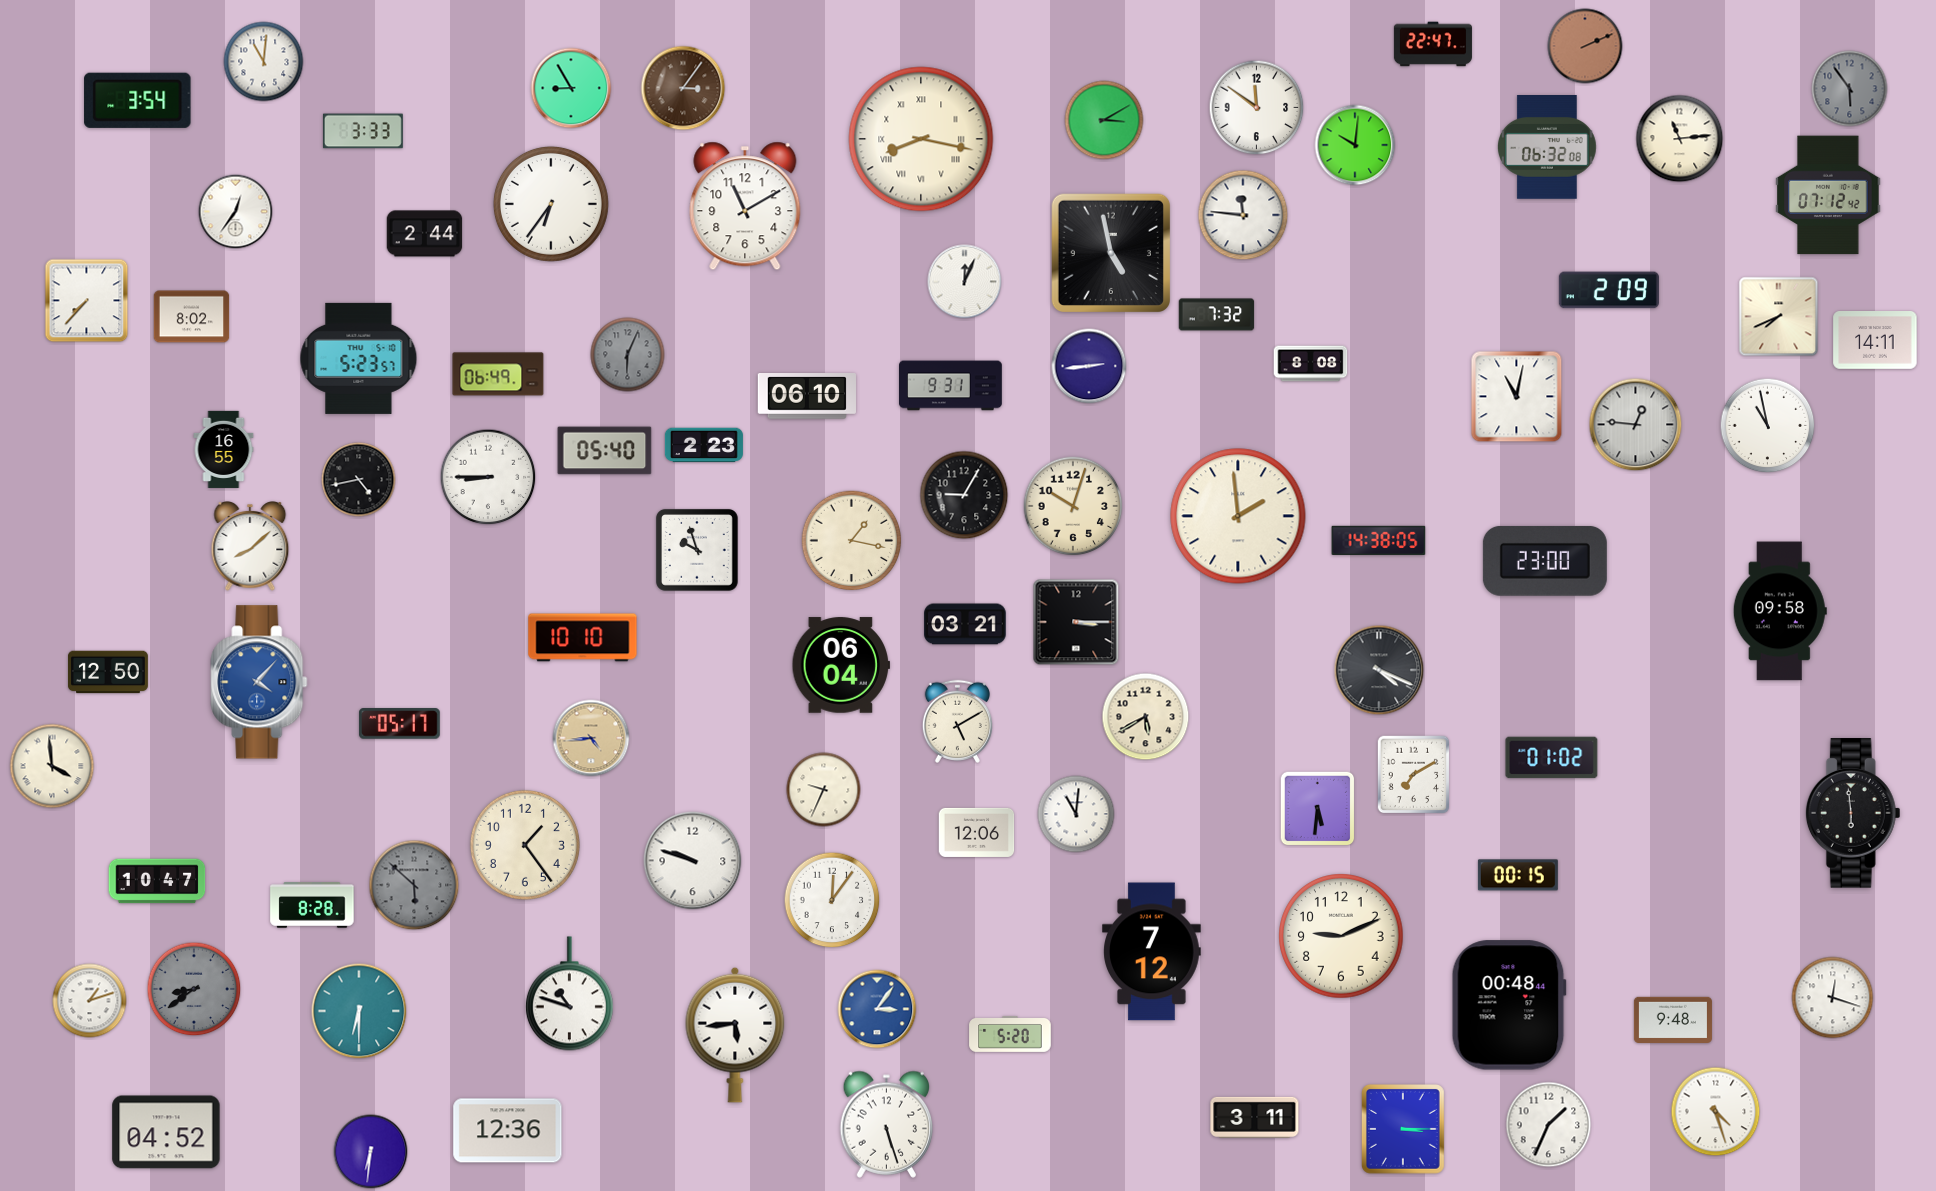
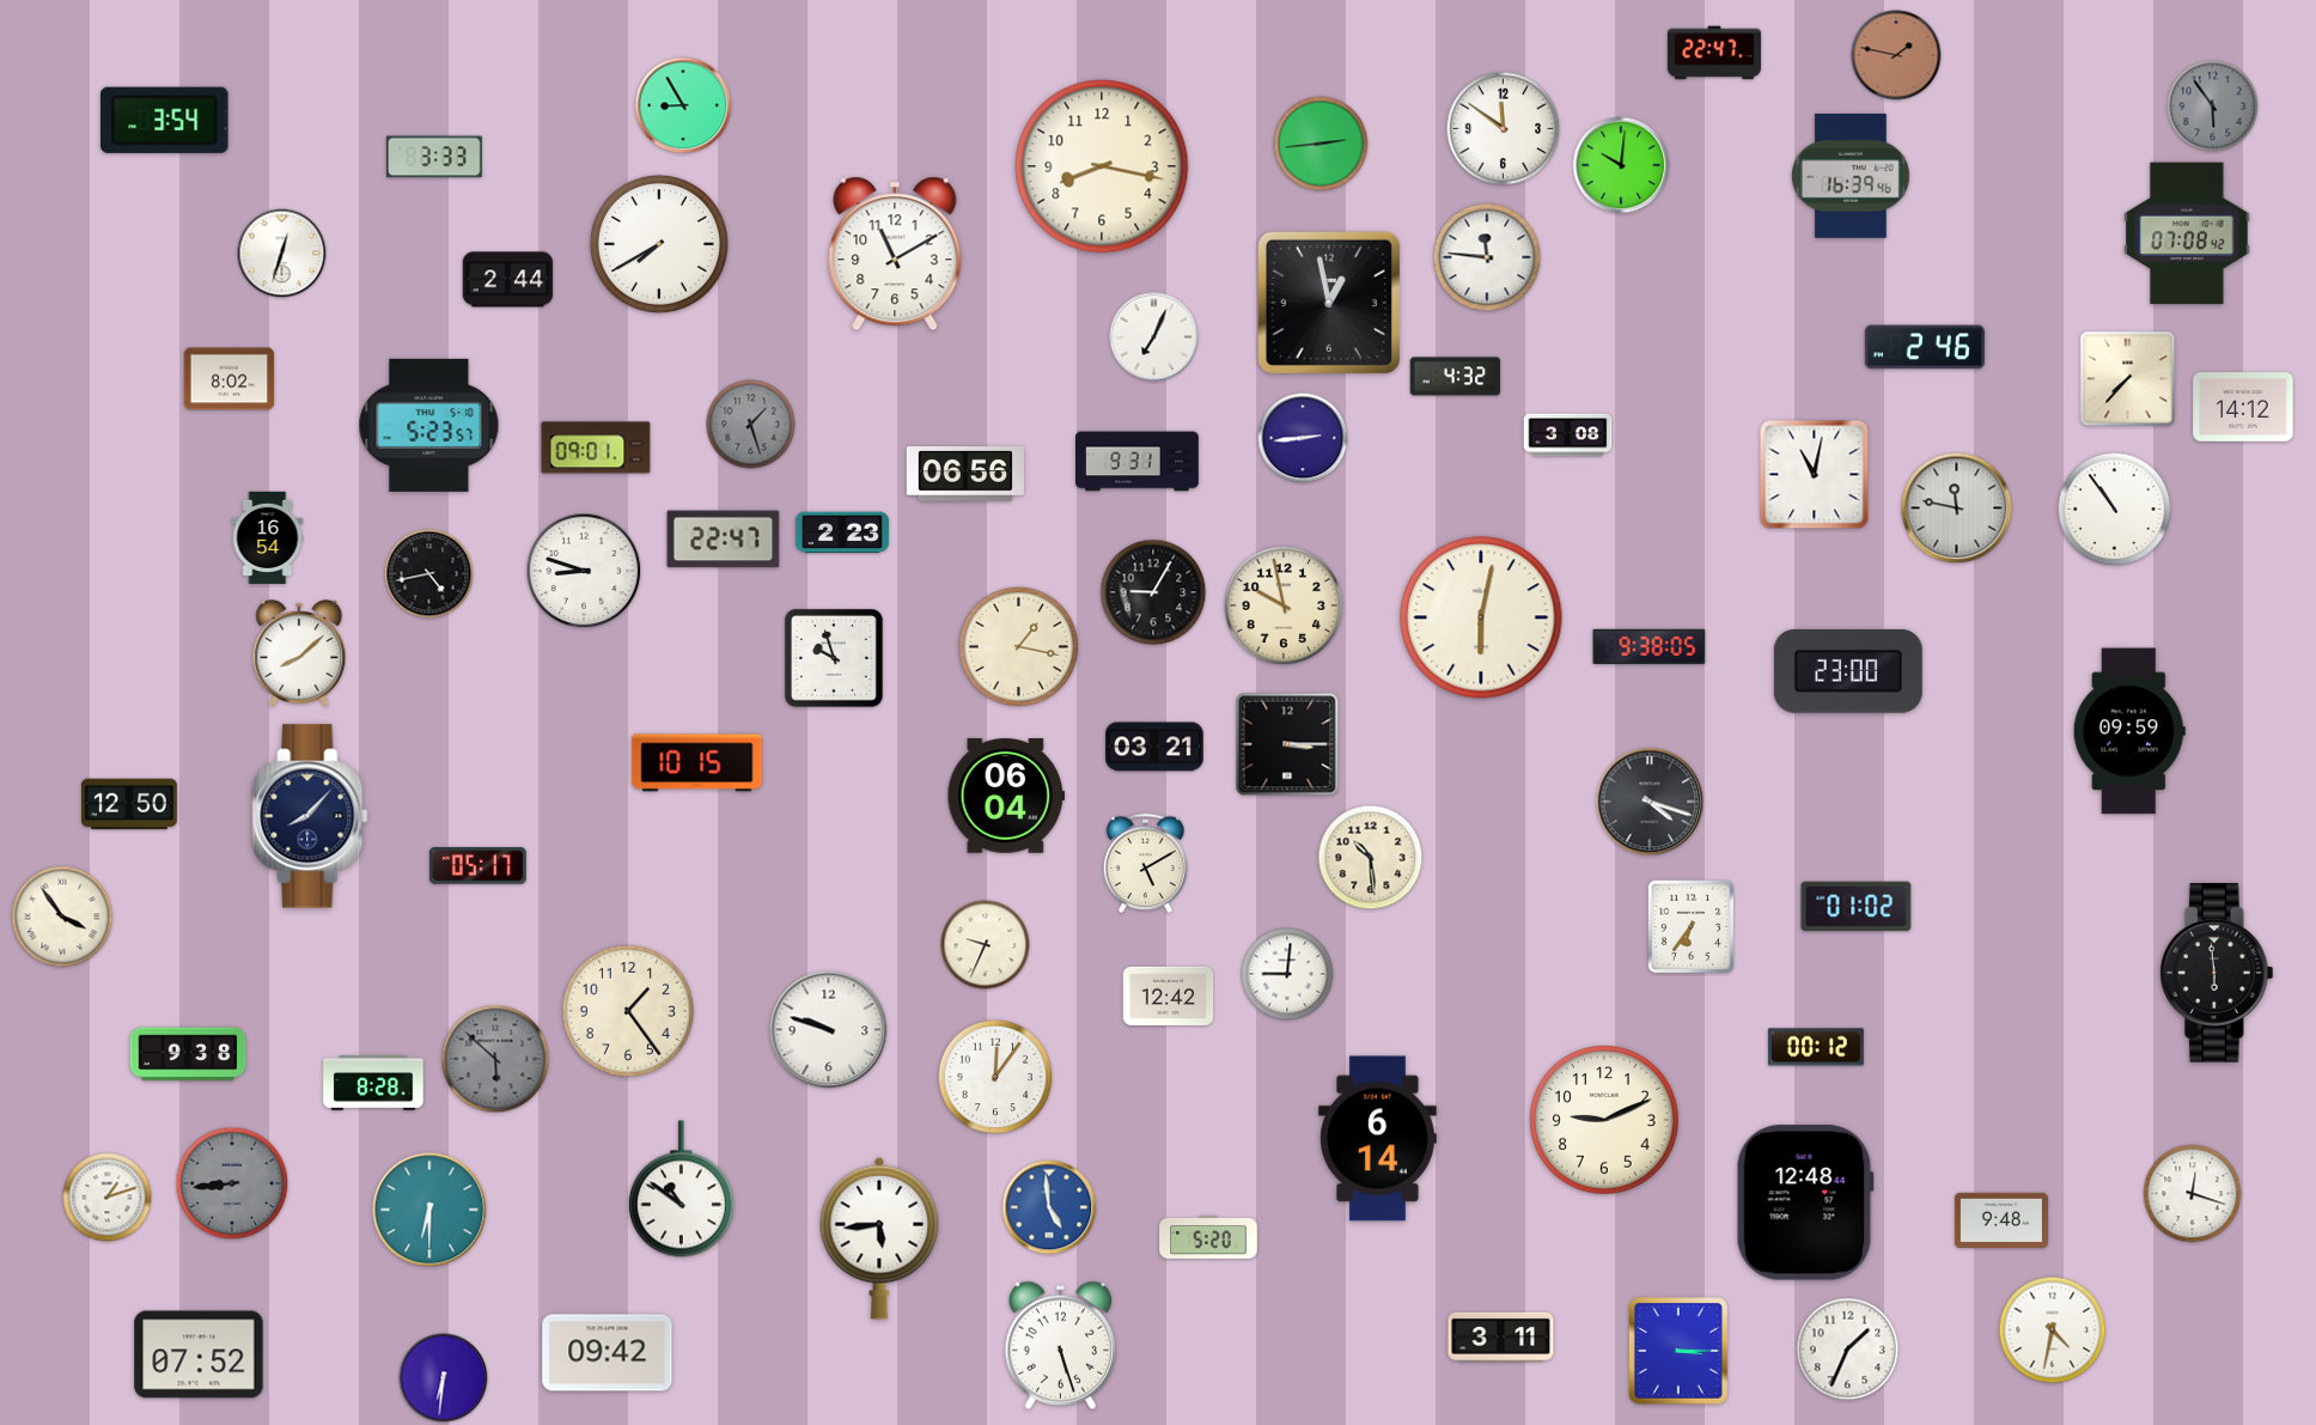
clock at (1585, 46): 2:11 -> 1:47
clock at (264, 62): 11:01 -> none
clock at (683, 88): 3:06 -> none
clock at (1104, 120): 3:10 -> 2:44
clock at (921, 139) numerals: Roman -> Arabic
clock at (1680, 139): 11:14 -> none
clock at (1355, 145) position: (1355, 145) -> (1621, 165)
clock at (1547, 147): 06:32 -> 16:39
clock at (1828, 195): 07:12 -> 07:08
clock at (551, 204): 6:36 -> 7:40
clock at (745, 206) position: (745, 206) -> (895, 254)
clock at (236, 212): 12:36 -> 12:33
clock at (1110, 252): 4:58 -> 12:58
clock at (965, 282): 12:04 -> 7:04
clock at (1609, 290): 2:09 -> 2:46
clock at (87, 301): 7:37 -> none
clock at (1217, 315): 7:32 -> 4:32
clock at (1779, 317): 7:41 -> 7:37
clock at (1875, 341): 14:11 -> 14:12
clock at (628, 355): 6:04 -> 1:27
clock at (359, 358) position: (359, 358) -> (429, 425)
clock at (1311, 364): 8:08 -> 3:08
clock at (498, 374): 06:49 -> 09:01
clock at (806, 397): 06:10 -> 06:56
clock at (1636, 425): 12:46 -> 11:47
clock at (1768, 426): 10:58 -> 10:54
clock at (224, 449): 16:55 -> 16:54
clock at (605, 451): 05:40 -> 22:47
clock at (488, 477): 8:45 -> 8:48
clock at (1073, 506): 10:03 -> 9:58
clock at (1238, 516): 1:59 -> 6:02
clock at (1379, 540): 14:38 -> 9:38
clock at (1780, 611): 09:58 -> 09:59
clock at (583, 638): 10:10 -> 10:15
clock at (1379, 670): 4:19 -> 4:18
clock at (259, 682): 4:07 -> 8:07
clock at (259, 682) dial: blue -> navy
clock at (1146, 717): 5:40 -> 10:29
clock at (591, 738): 4:44 -> none
clock at (52, 766): 3:59 -> 3:54
clock at (1414, 775): 7:10 -> 6:36
clock at (1318, 809): 5:31 -> none
clock at (1076, 814): 11:01 -> 9:01
clock at (977, 832): 12:06 -> 12:42
clock at (1518, 875): 00:15 -> 00:12
clock at (157, 881): 10:47 -> 9:38
clock at (1152, 952): 7:12 -> 6:14
clock at (194, 989): 8:39 -> 8:44
clock at (569, 994): 10:48 -> 10:51
clock at (1509, 1005): 00:48 -> 12:48
clock at (877, 1009): 3:06 -> 4:59
clock at (1716, 1112): 4:27 -> 4:32
clock at (1549, 1125) position: (1549, 1125) -> (1848, 1350)
clock at (508, 1131): 12:36 -> 09:42
clock at (166, 1132): 04:52 -> 07:52
